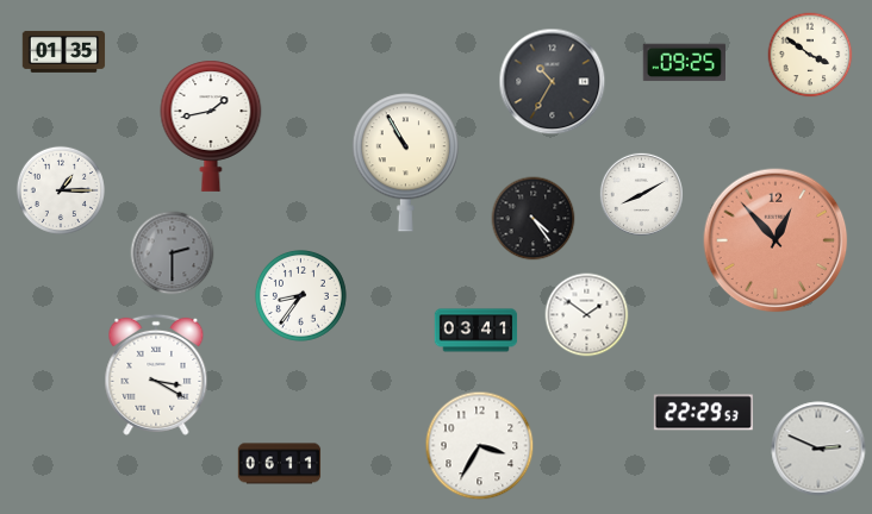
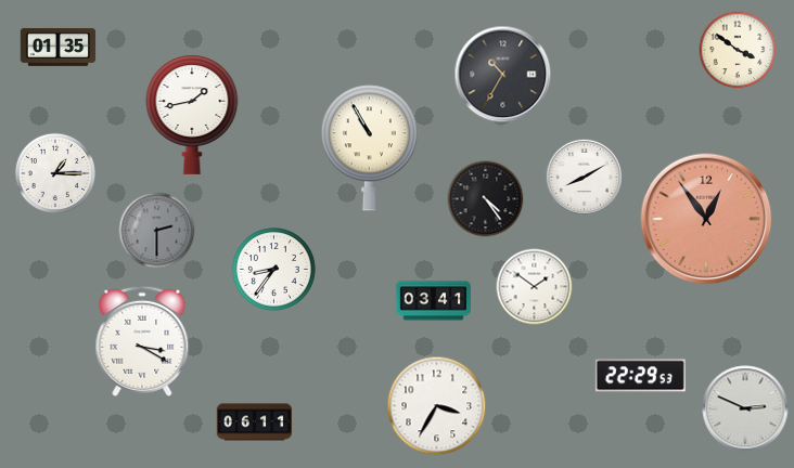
clock at (684, 63): 09:25 -> none
clock at (776, 240): 12:53 -> 12:54
